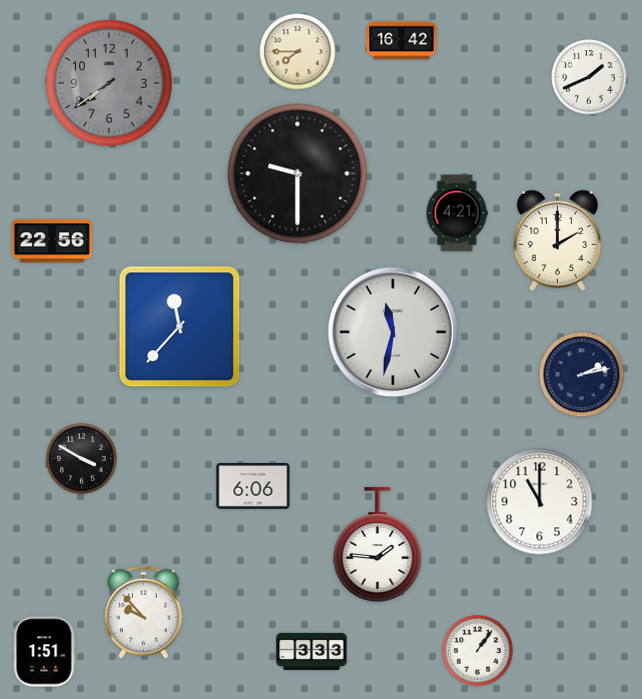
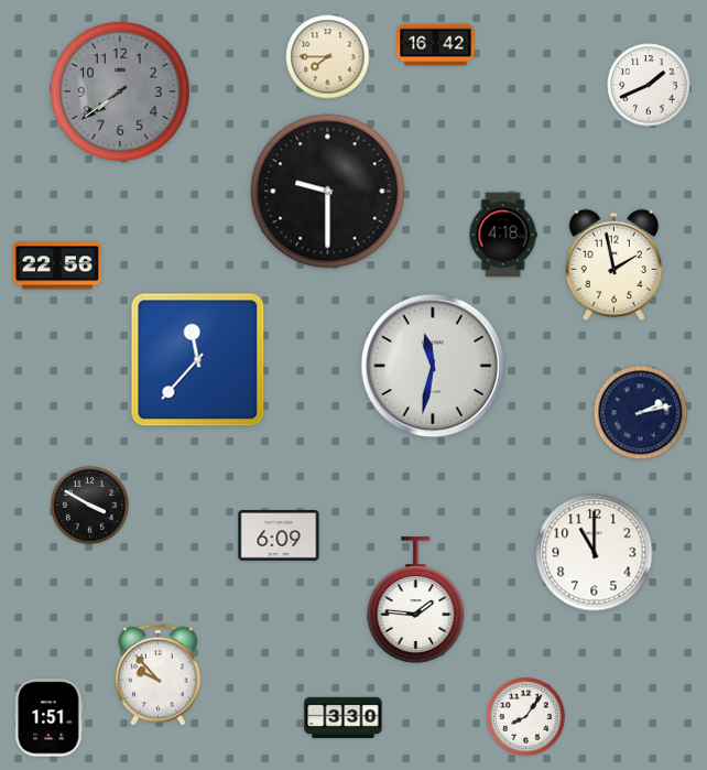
clock at (402, 41) position: (402, 41) -> (436, 45)
clock at (457, 213): 4:21 -> 4:18
clock at (558, 241): 2:00 -> 1:58
clock at (253, 487): 6:06 -> 6:09
clock at (312, 651): 3:33 -> 3:30
clock at (478, 651): 1:06 -> 8:06
